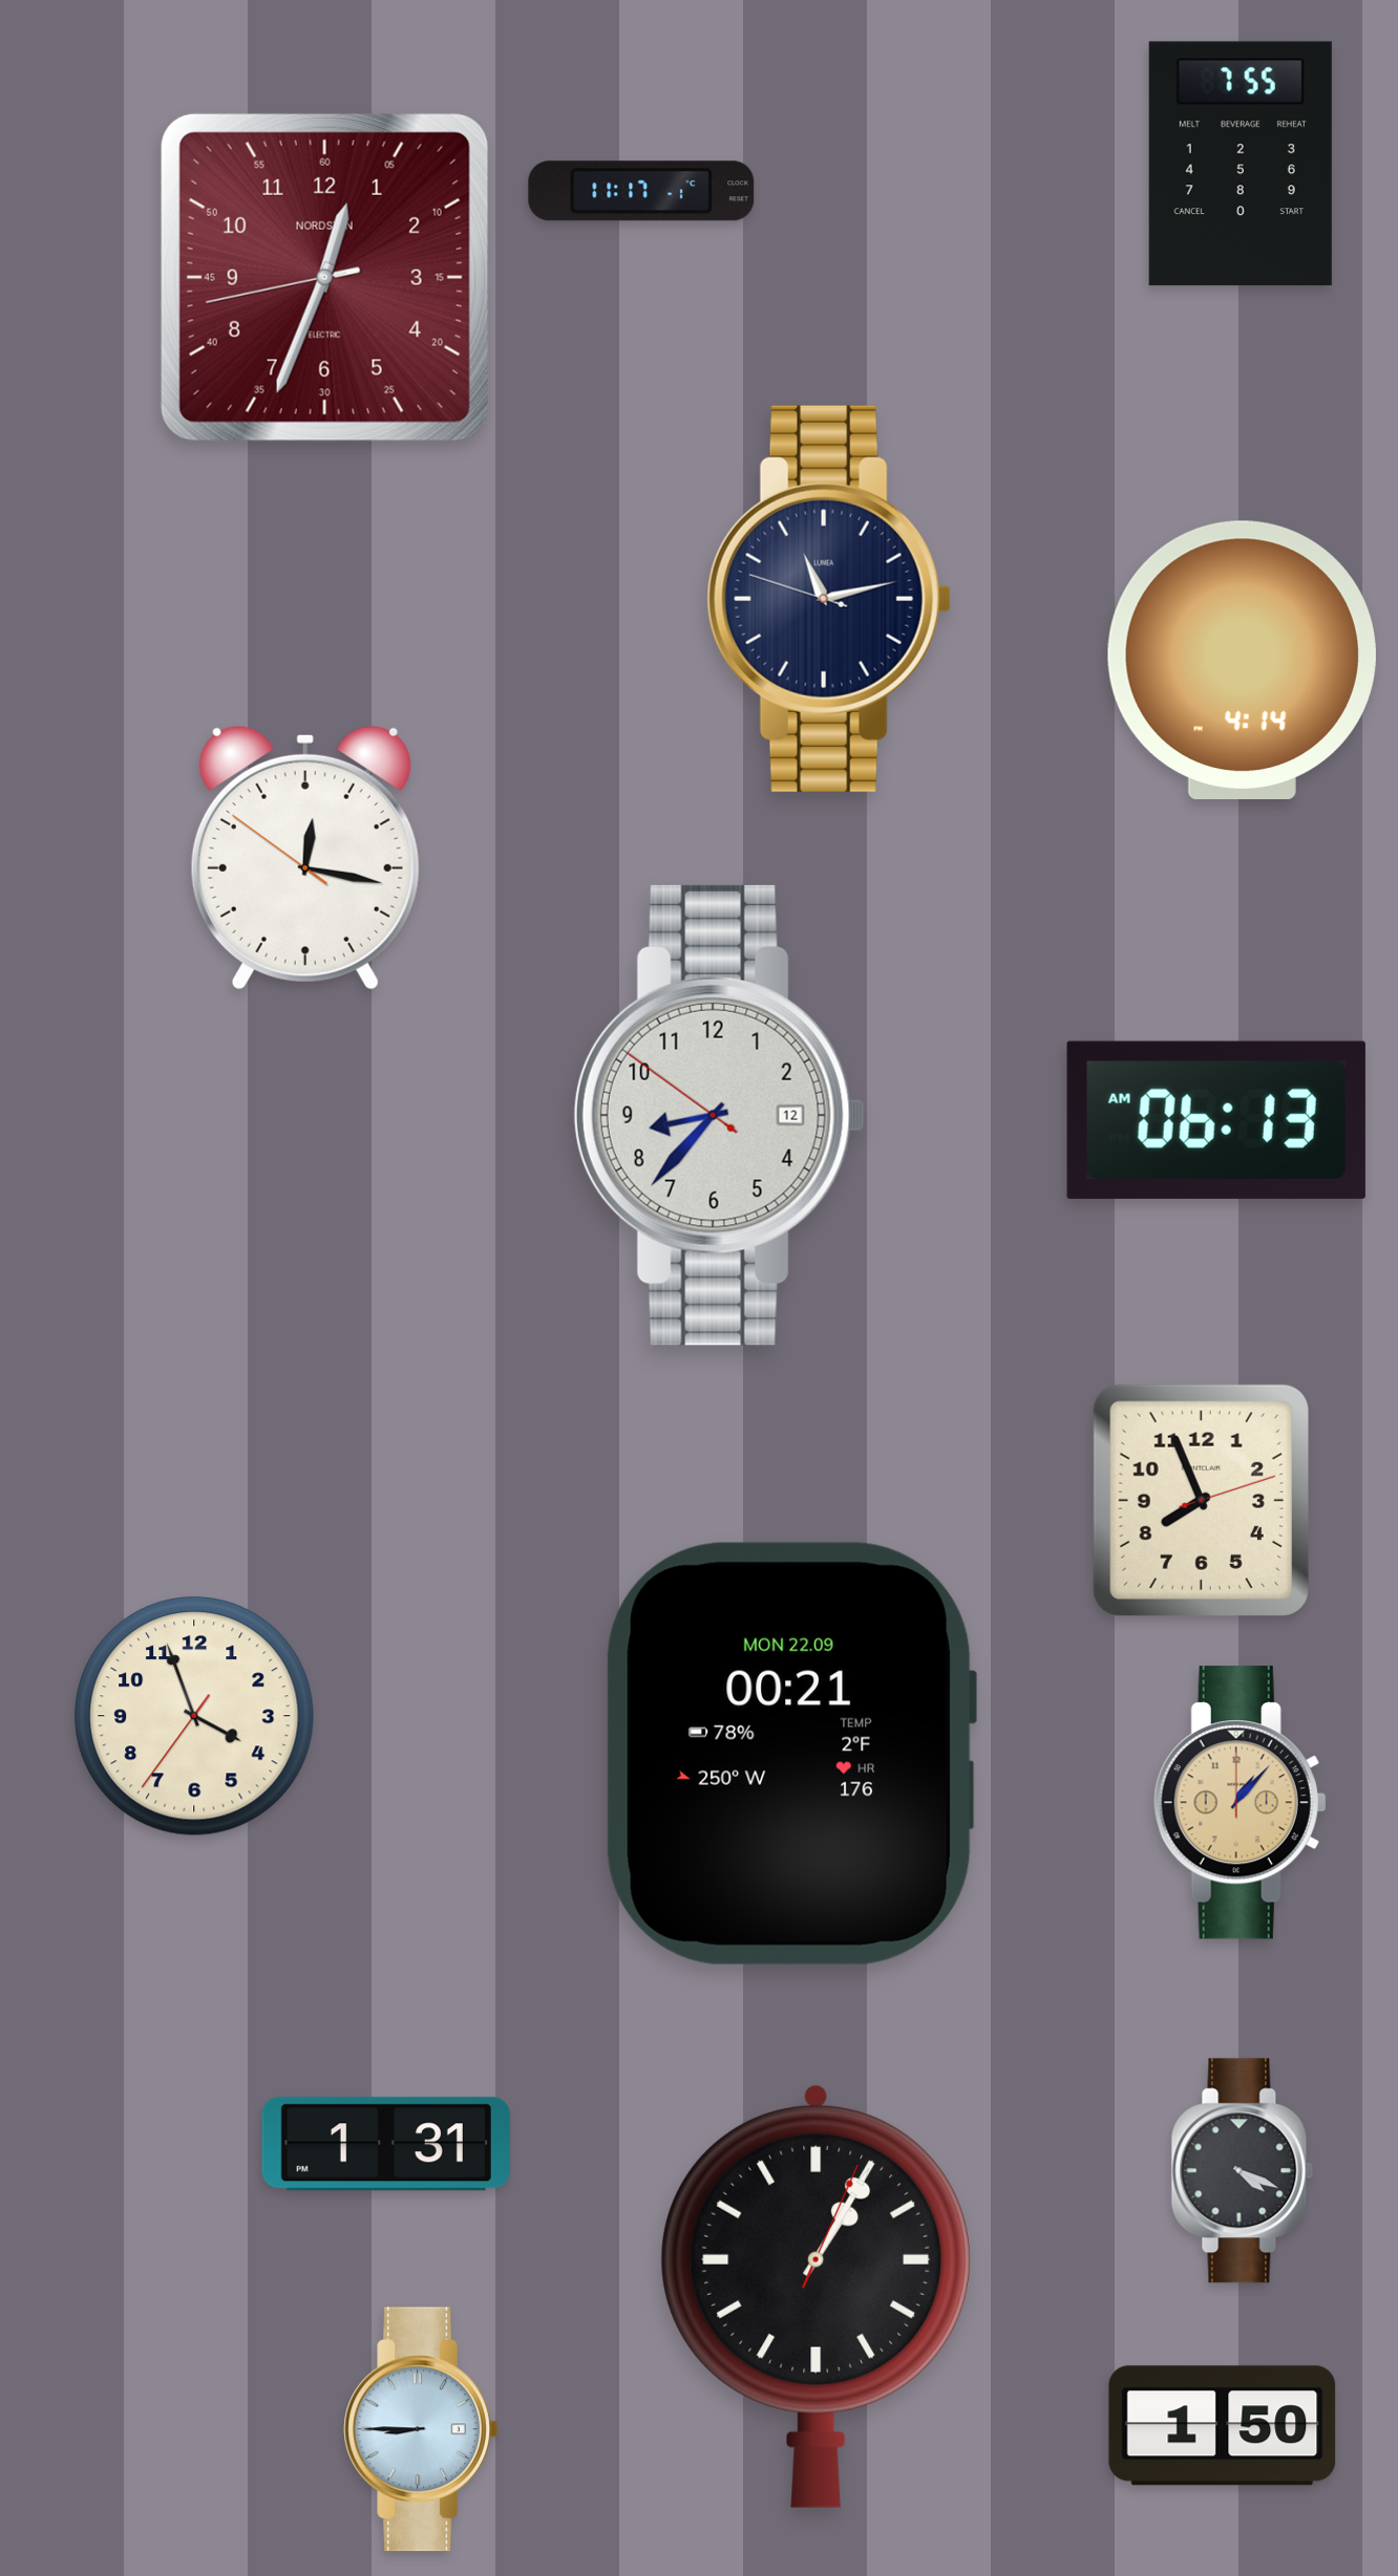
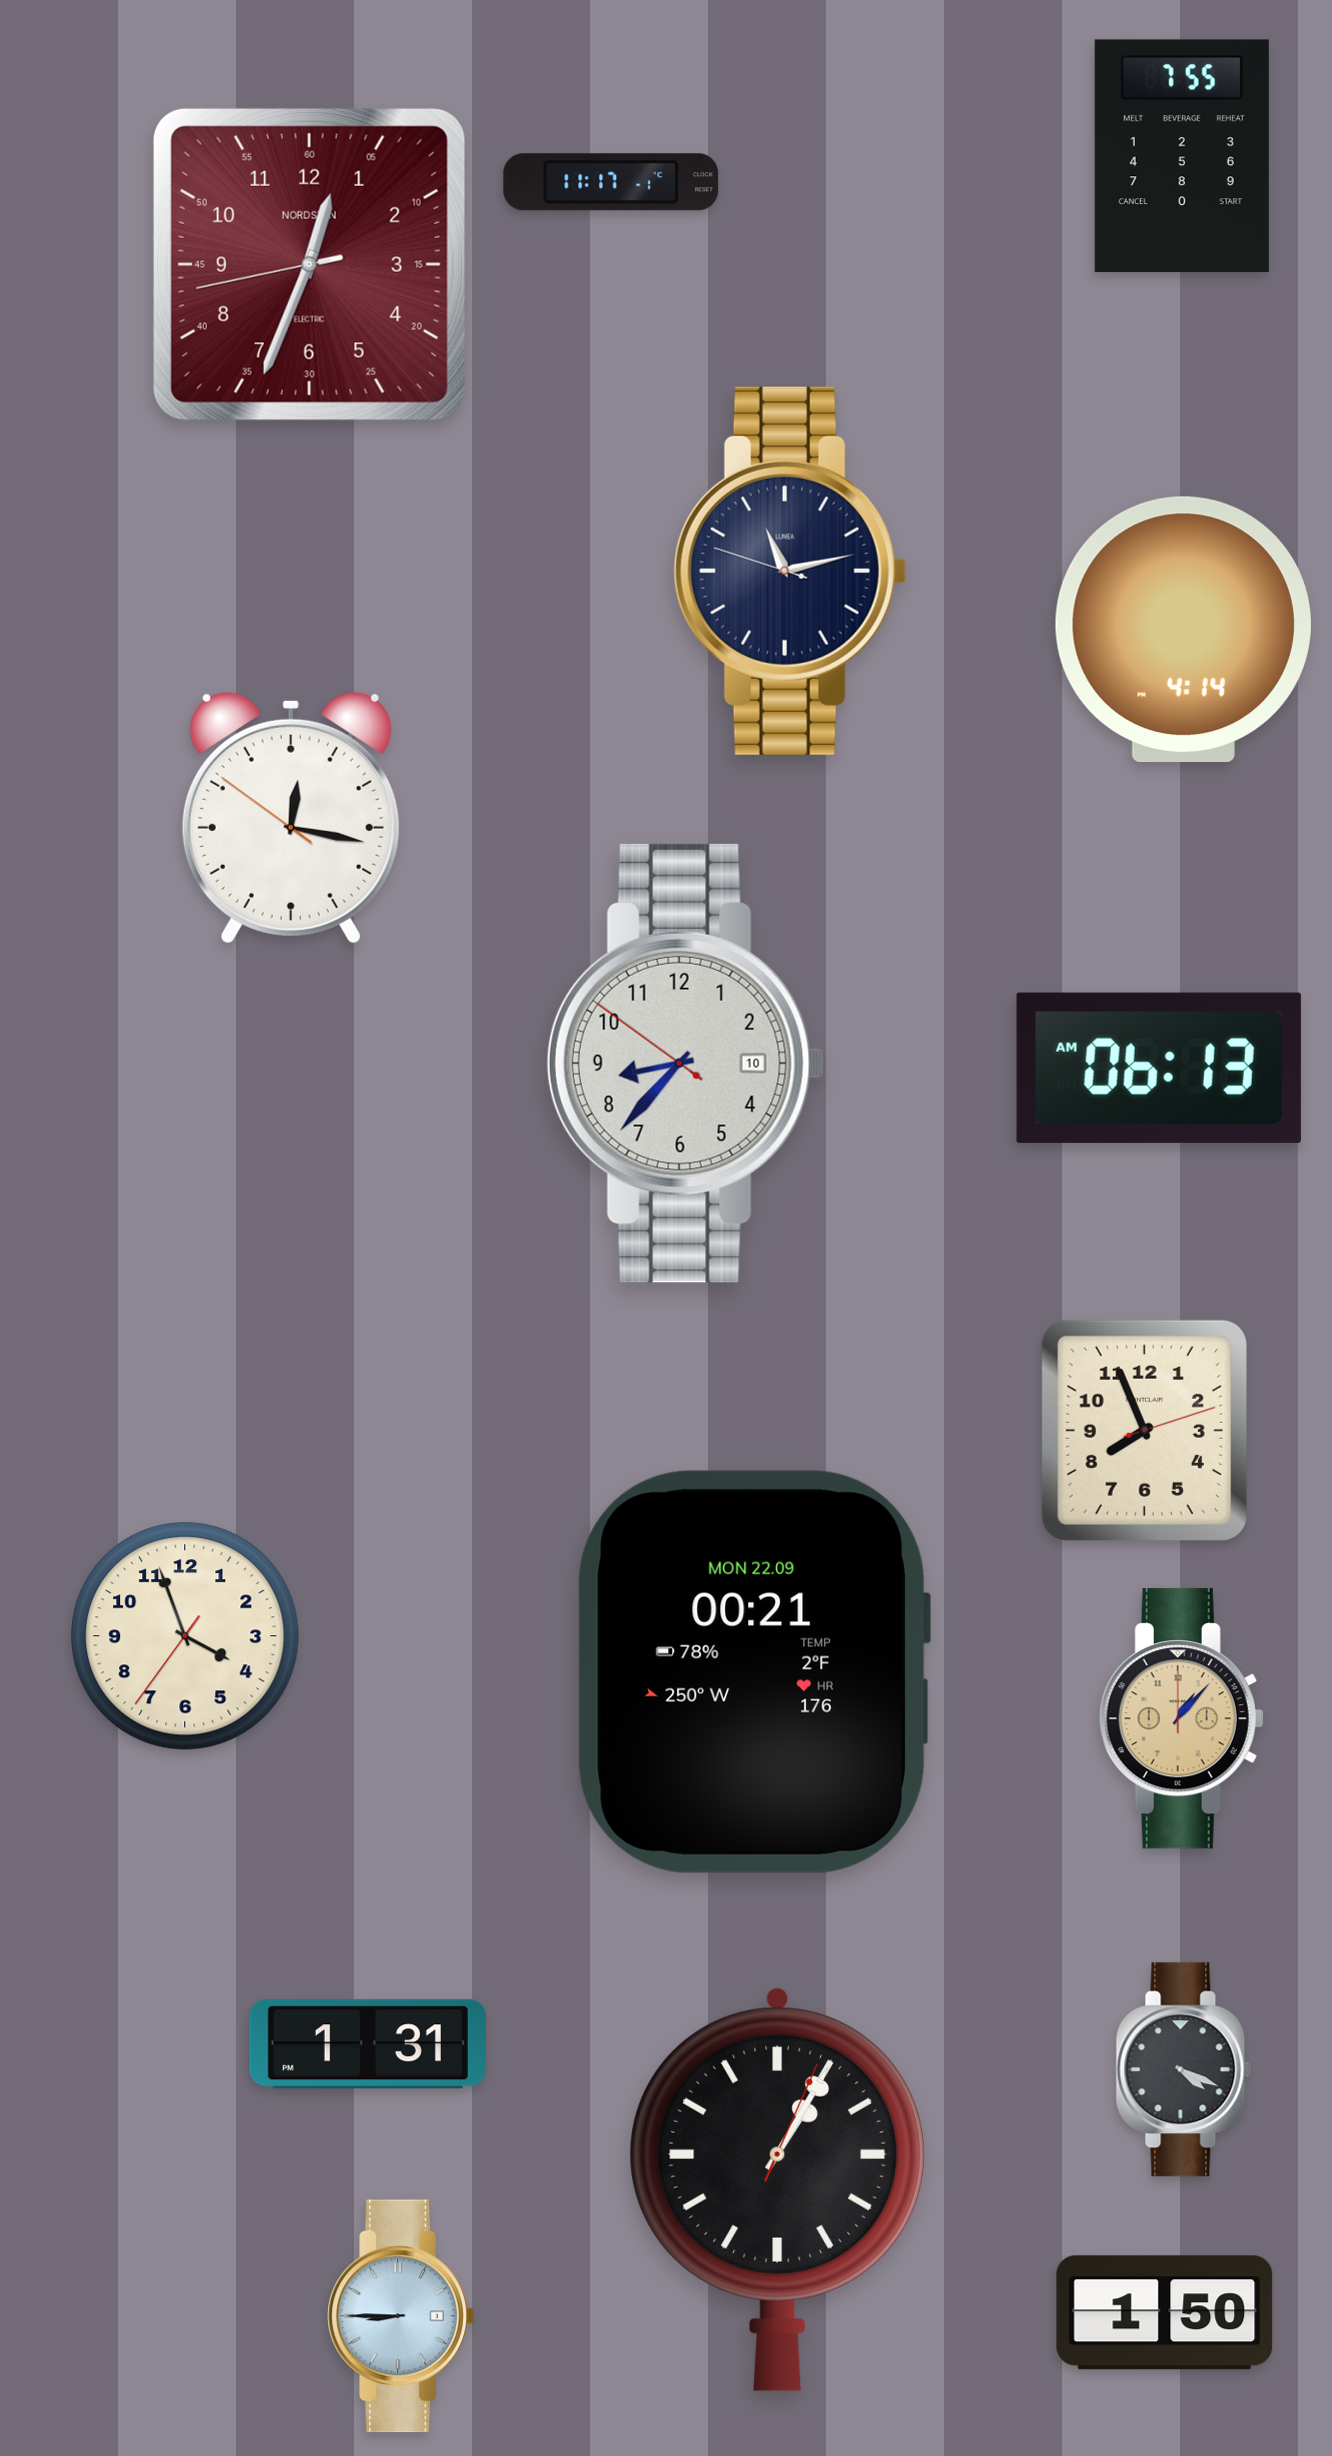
clock at (719, 1115) date: 12 -> 10
